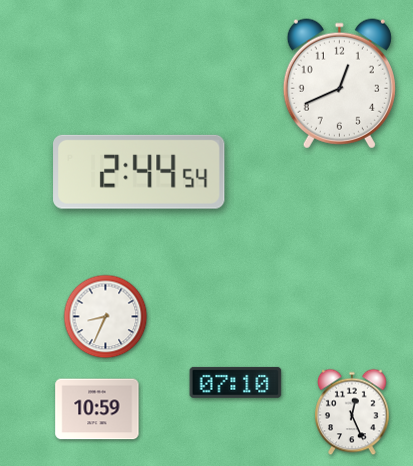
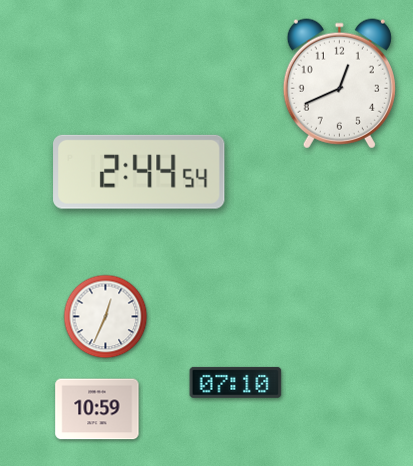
clock at (106, 317): 8:34 -> 12:34
clock at (353, 412): 12:26 -> none
